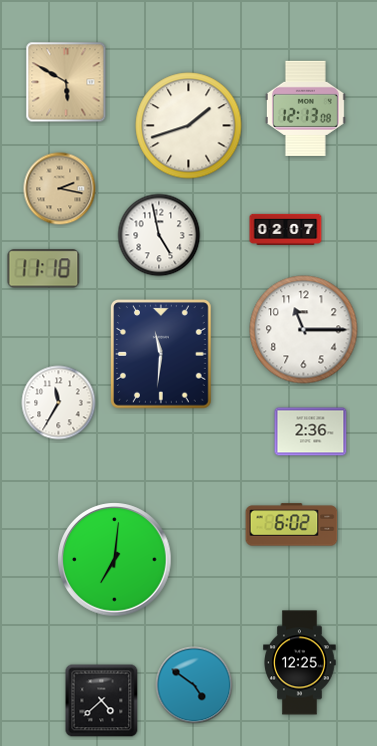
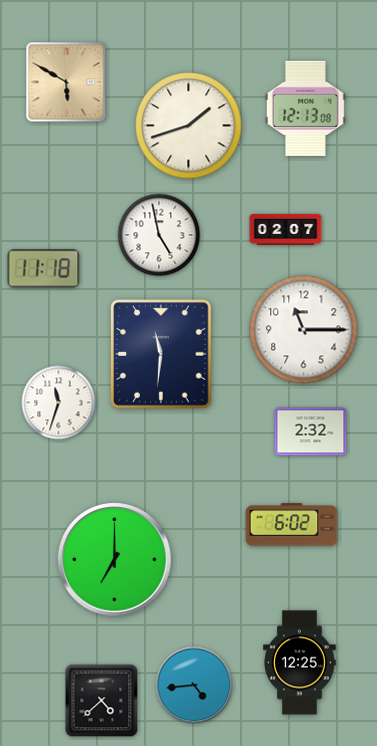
clock at (60, 189): 2:17 -> none
clock at (59, 403): 11:35 -> 11:33
clock at (311, 432): 2:36 -> 2:32
clock at (115, 560): 7:01 -> 7:00
clock at (194, 685): 4:51 -> 4:44
